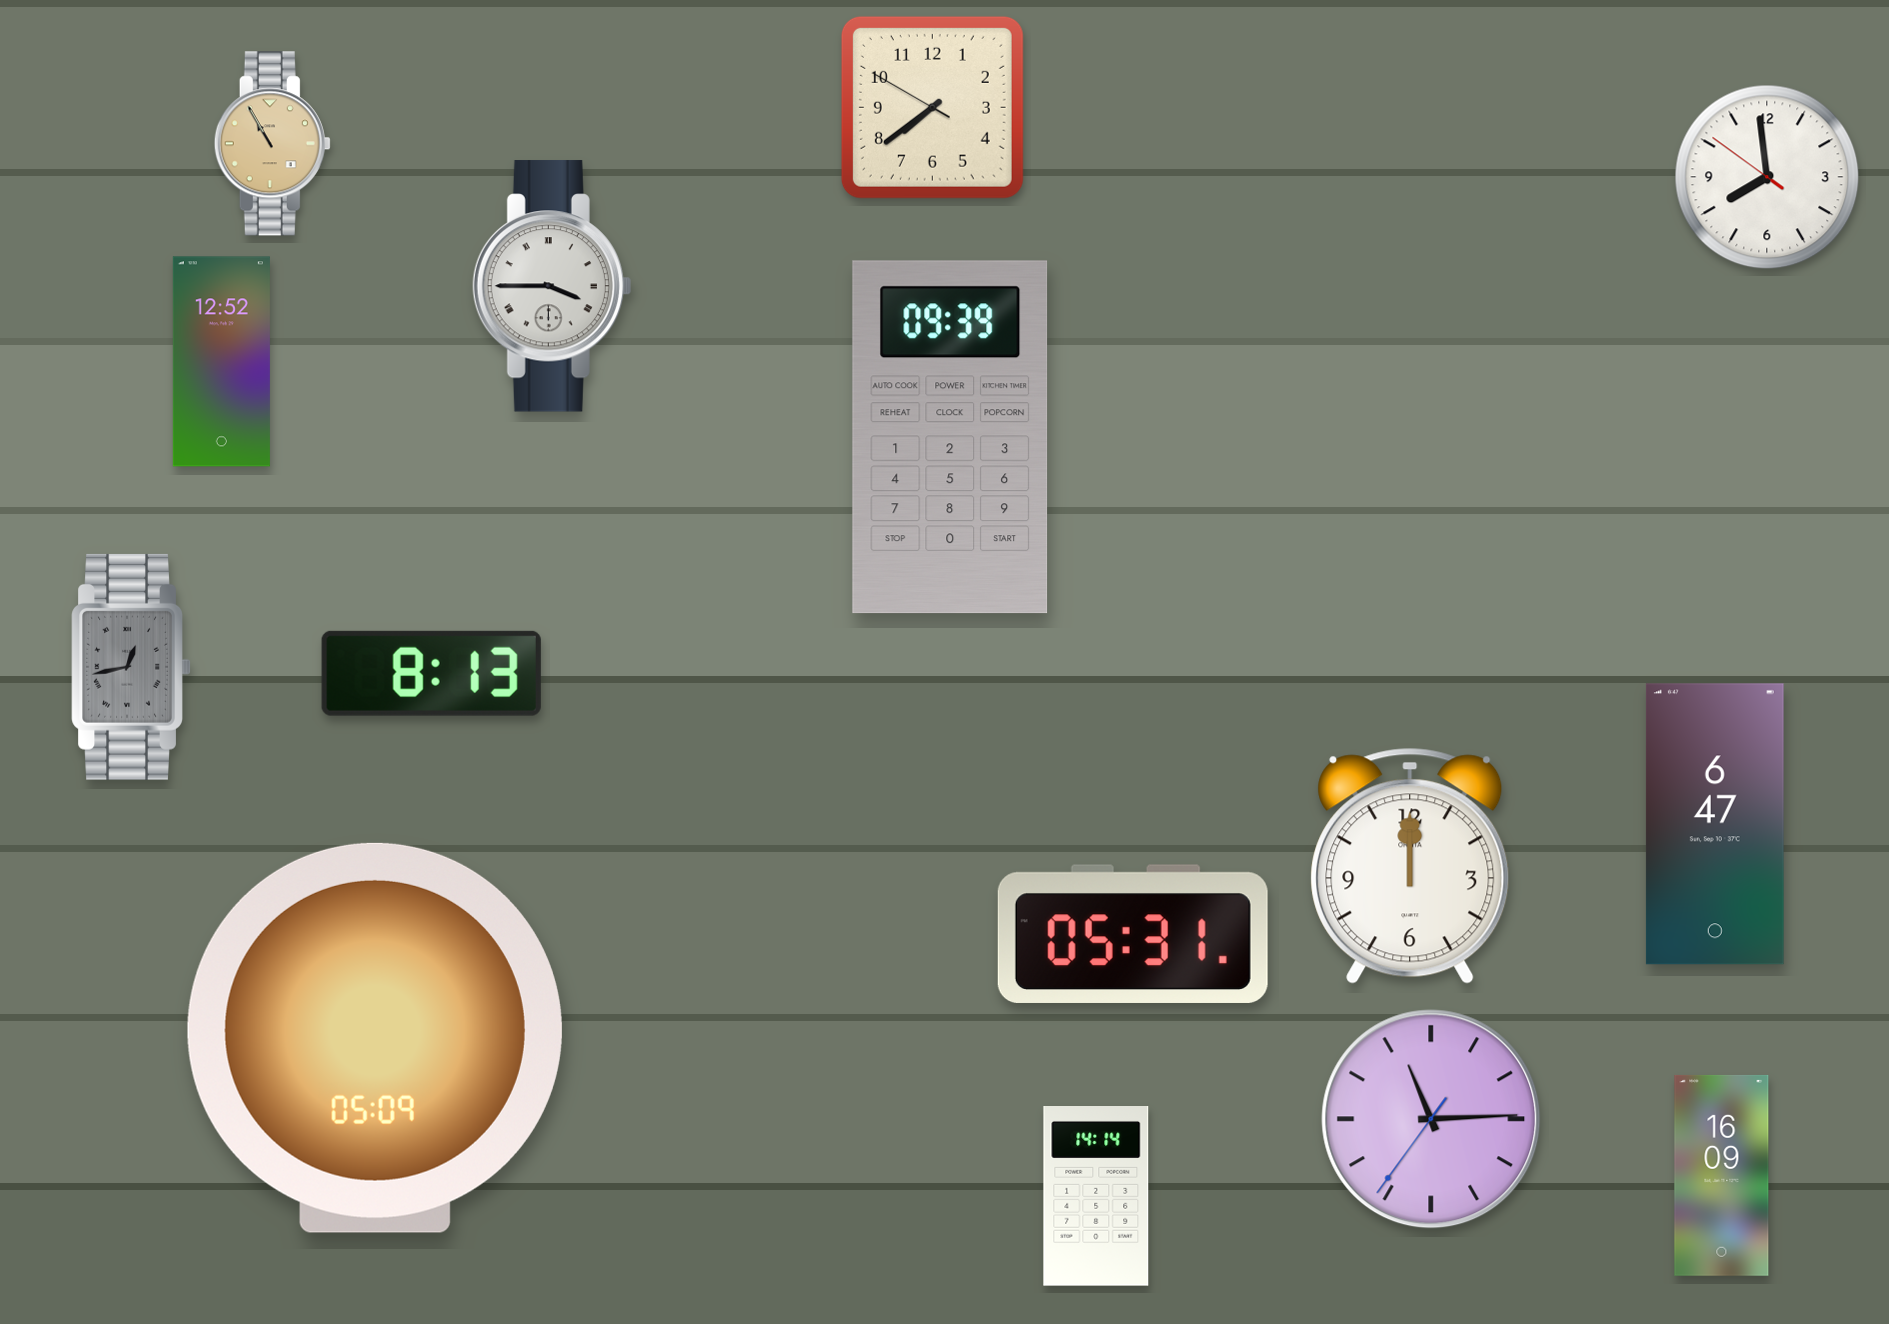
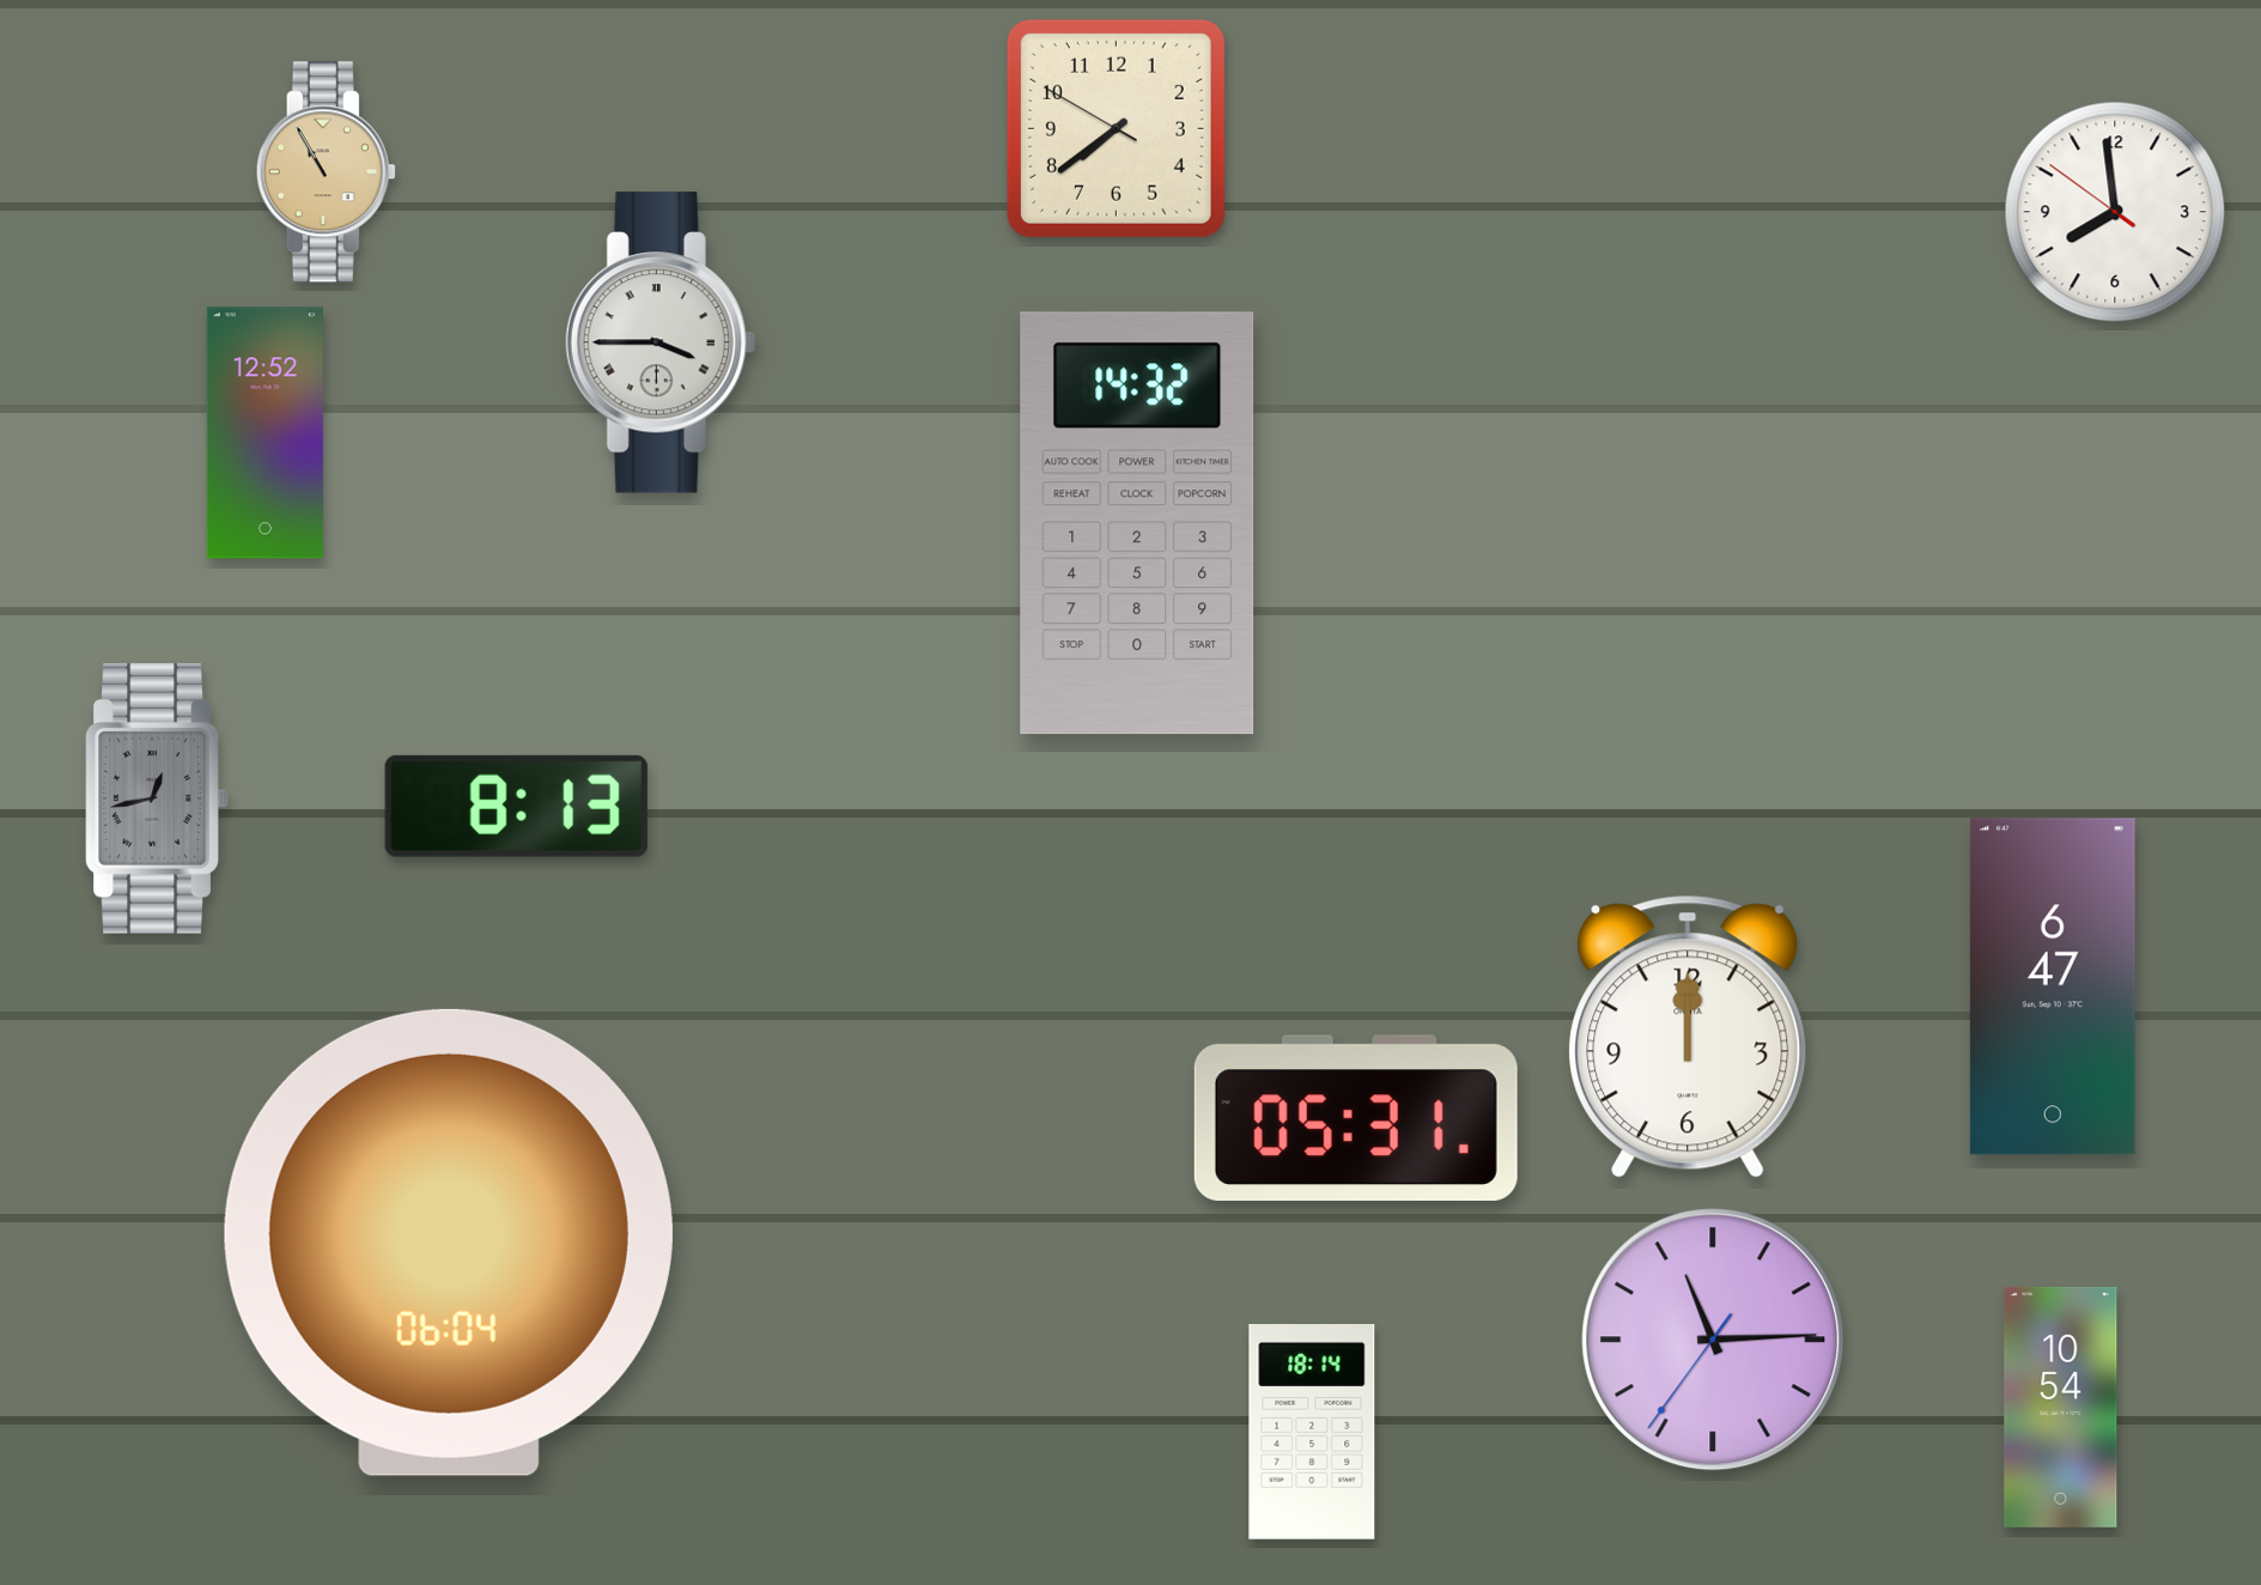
clock at (950, 437): 09:39 -> 14:32
clock at (375, 1038): 05:09 -> 06:04
clock at (1722, 1175): 16:09 -> 10:54
clock at (1096, 1197): 14:14 -> 18:14
